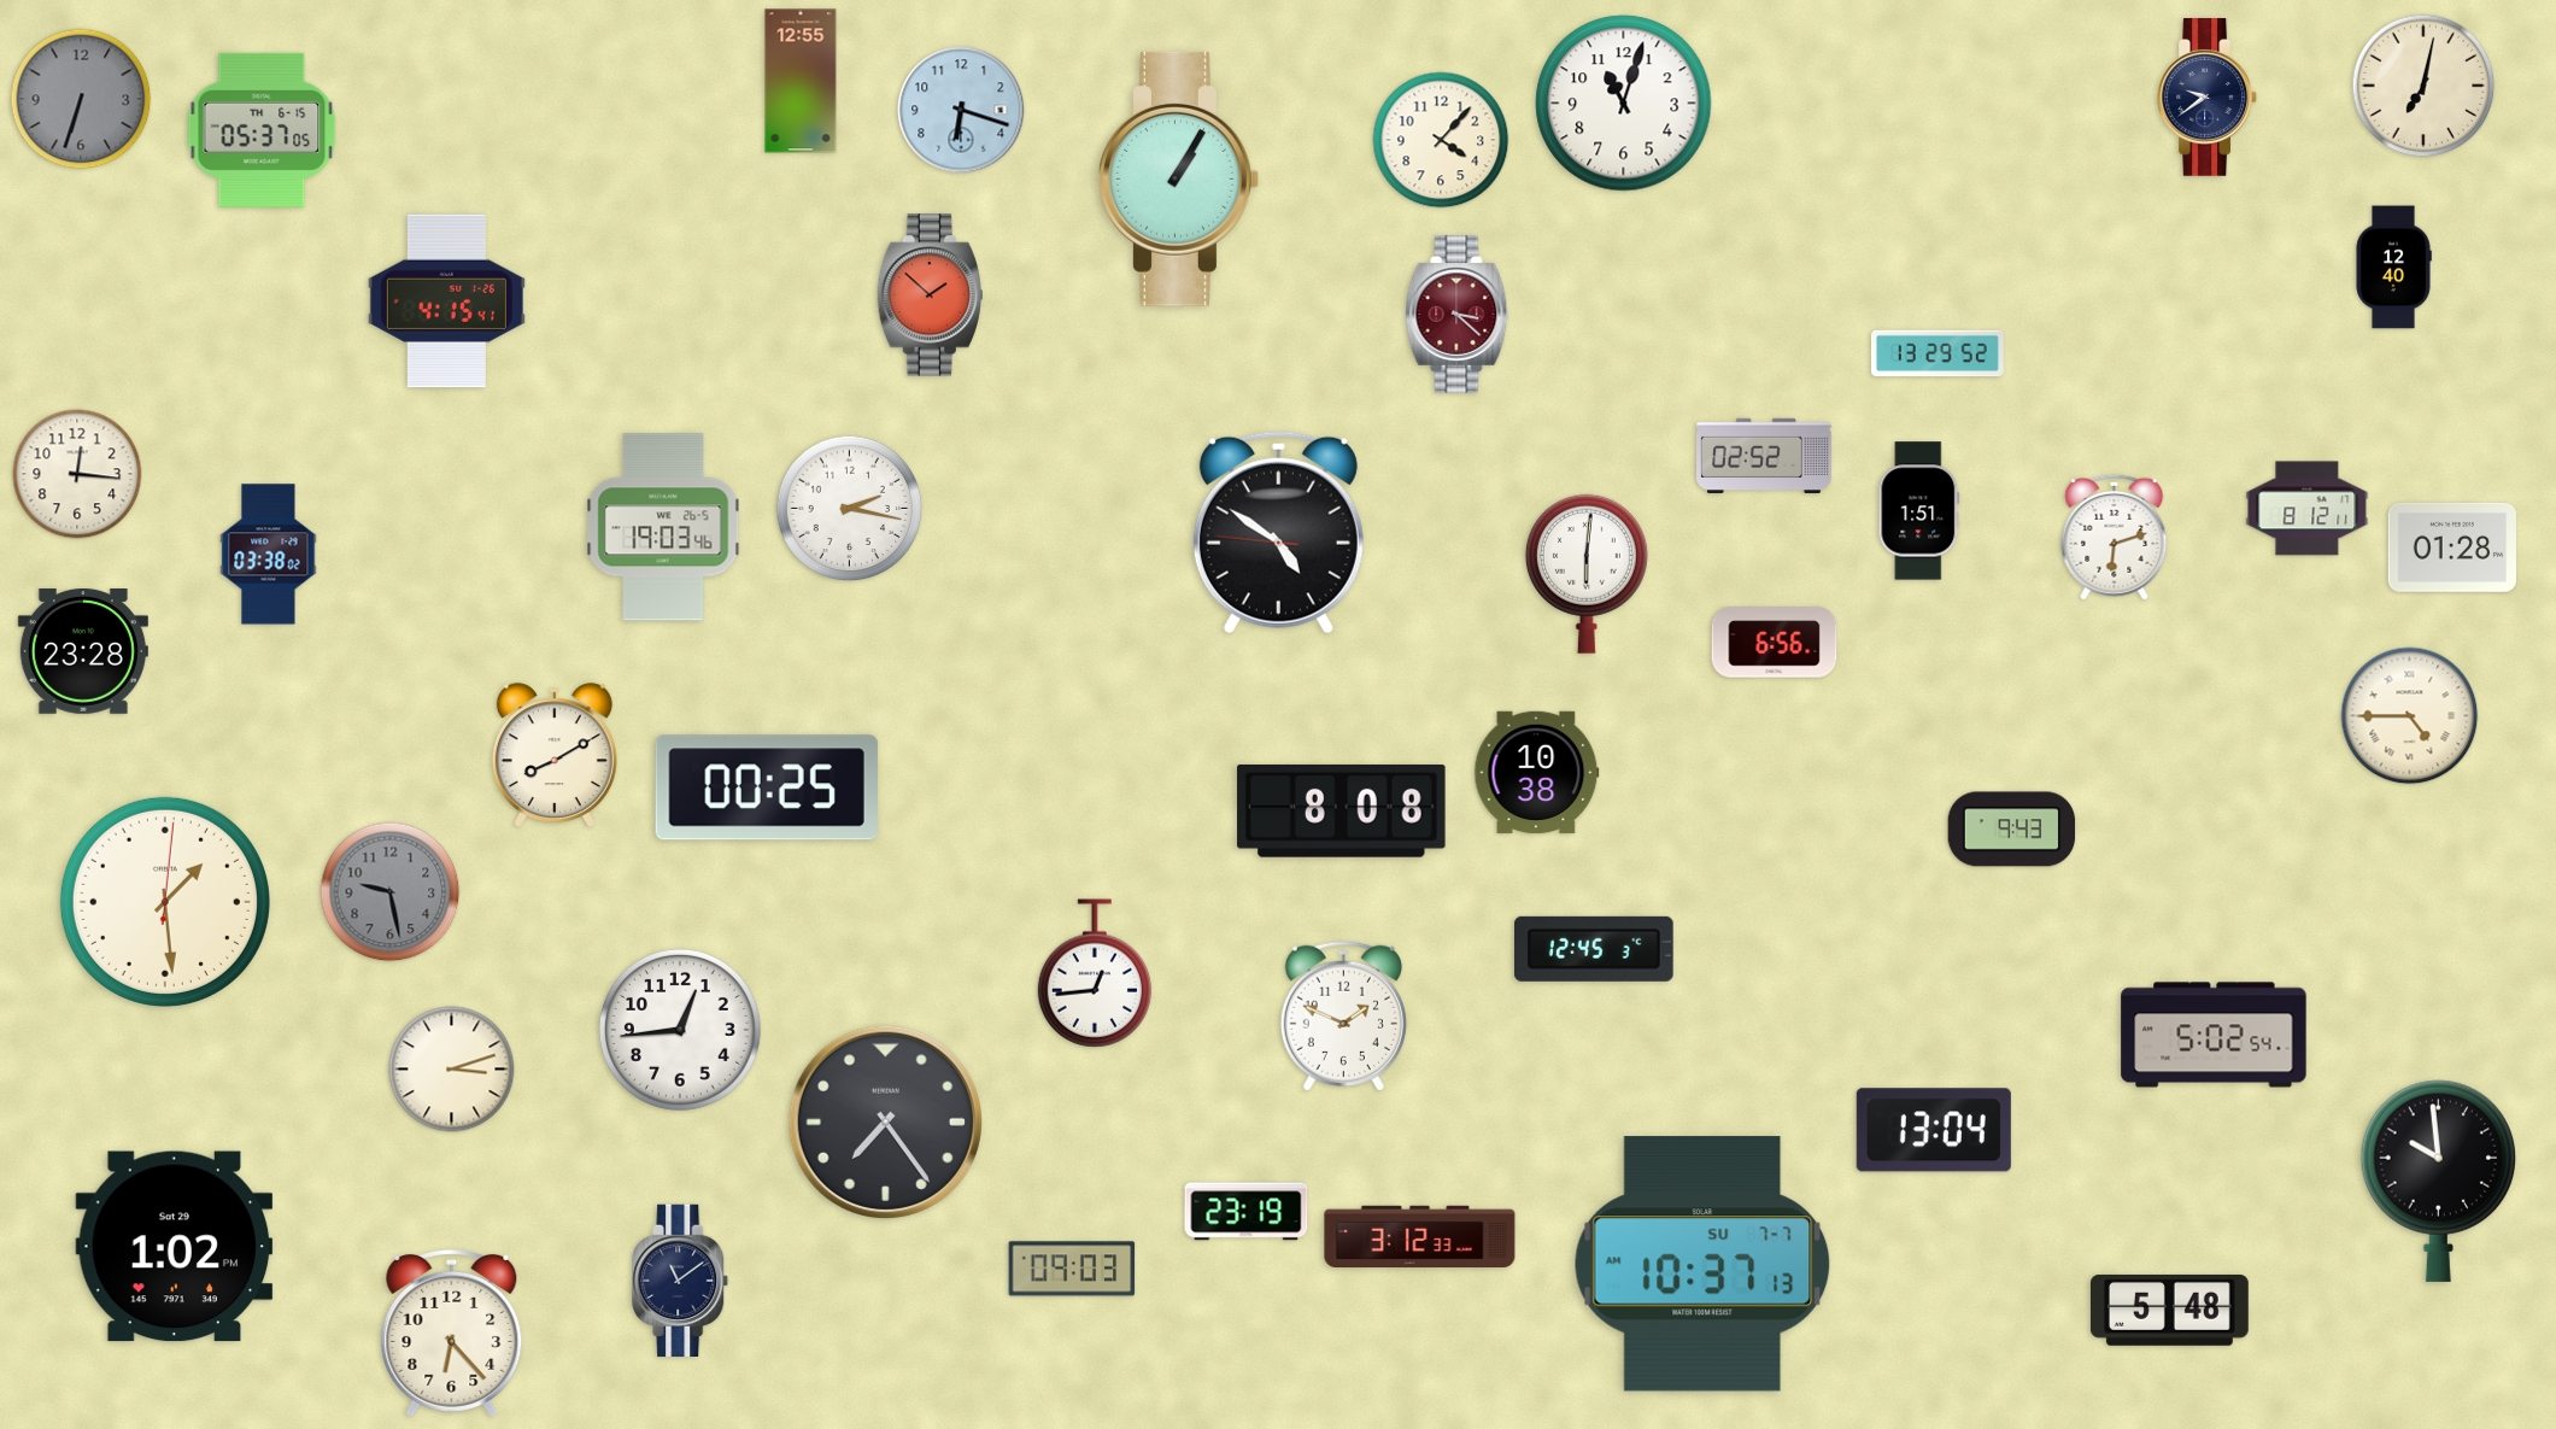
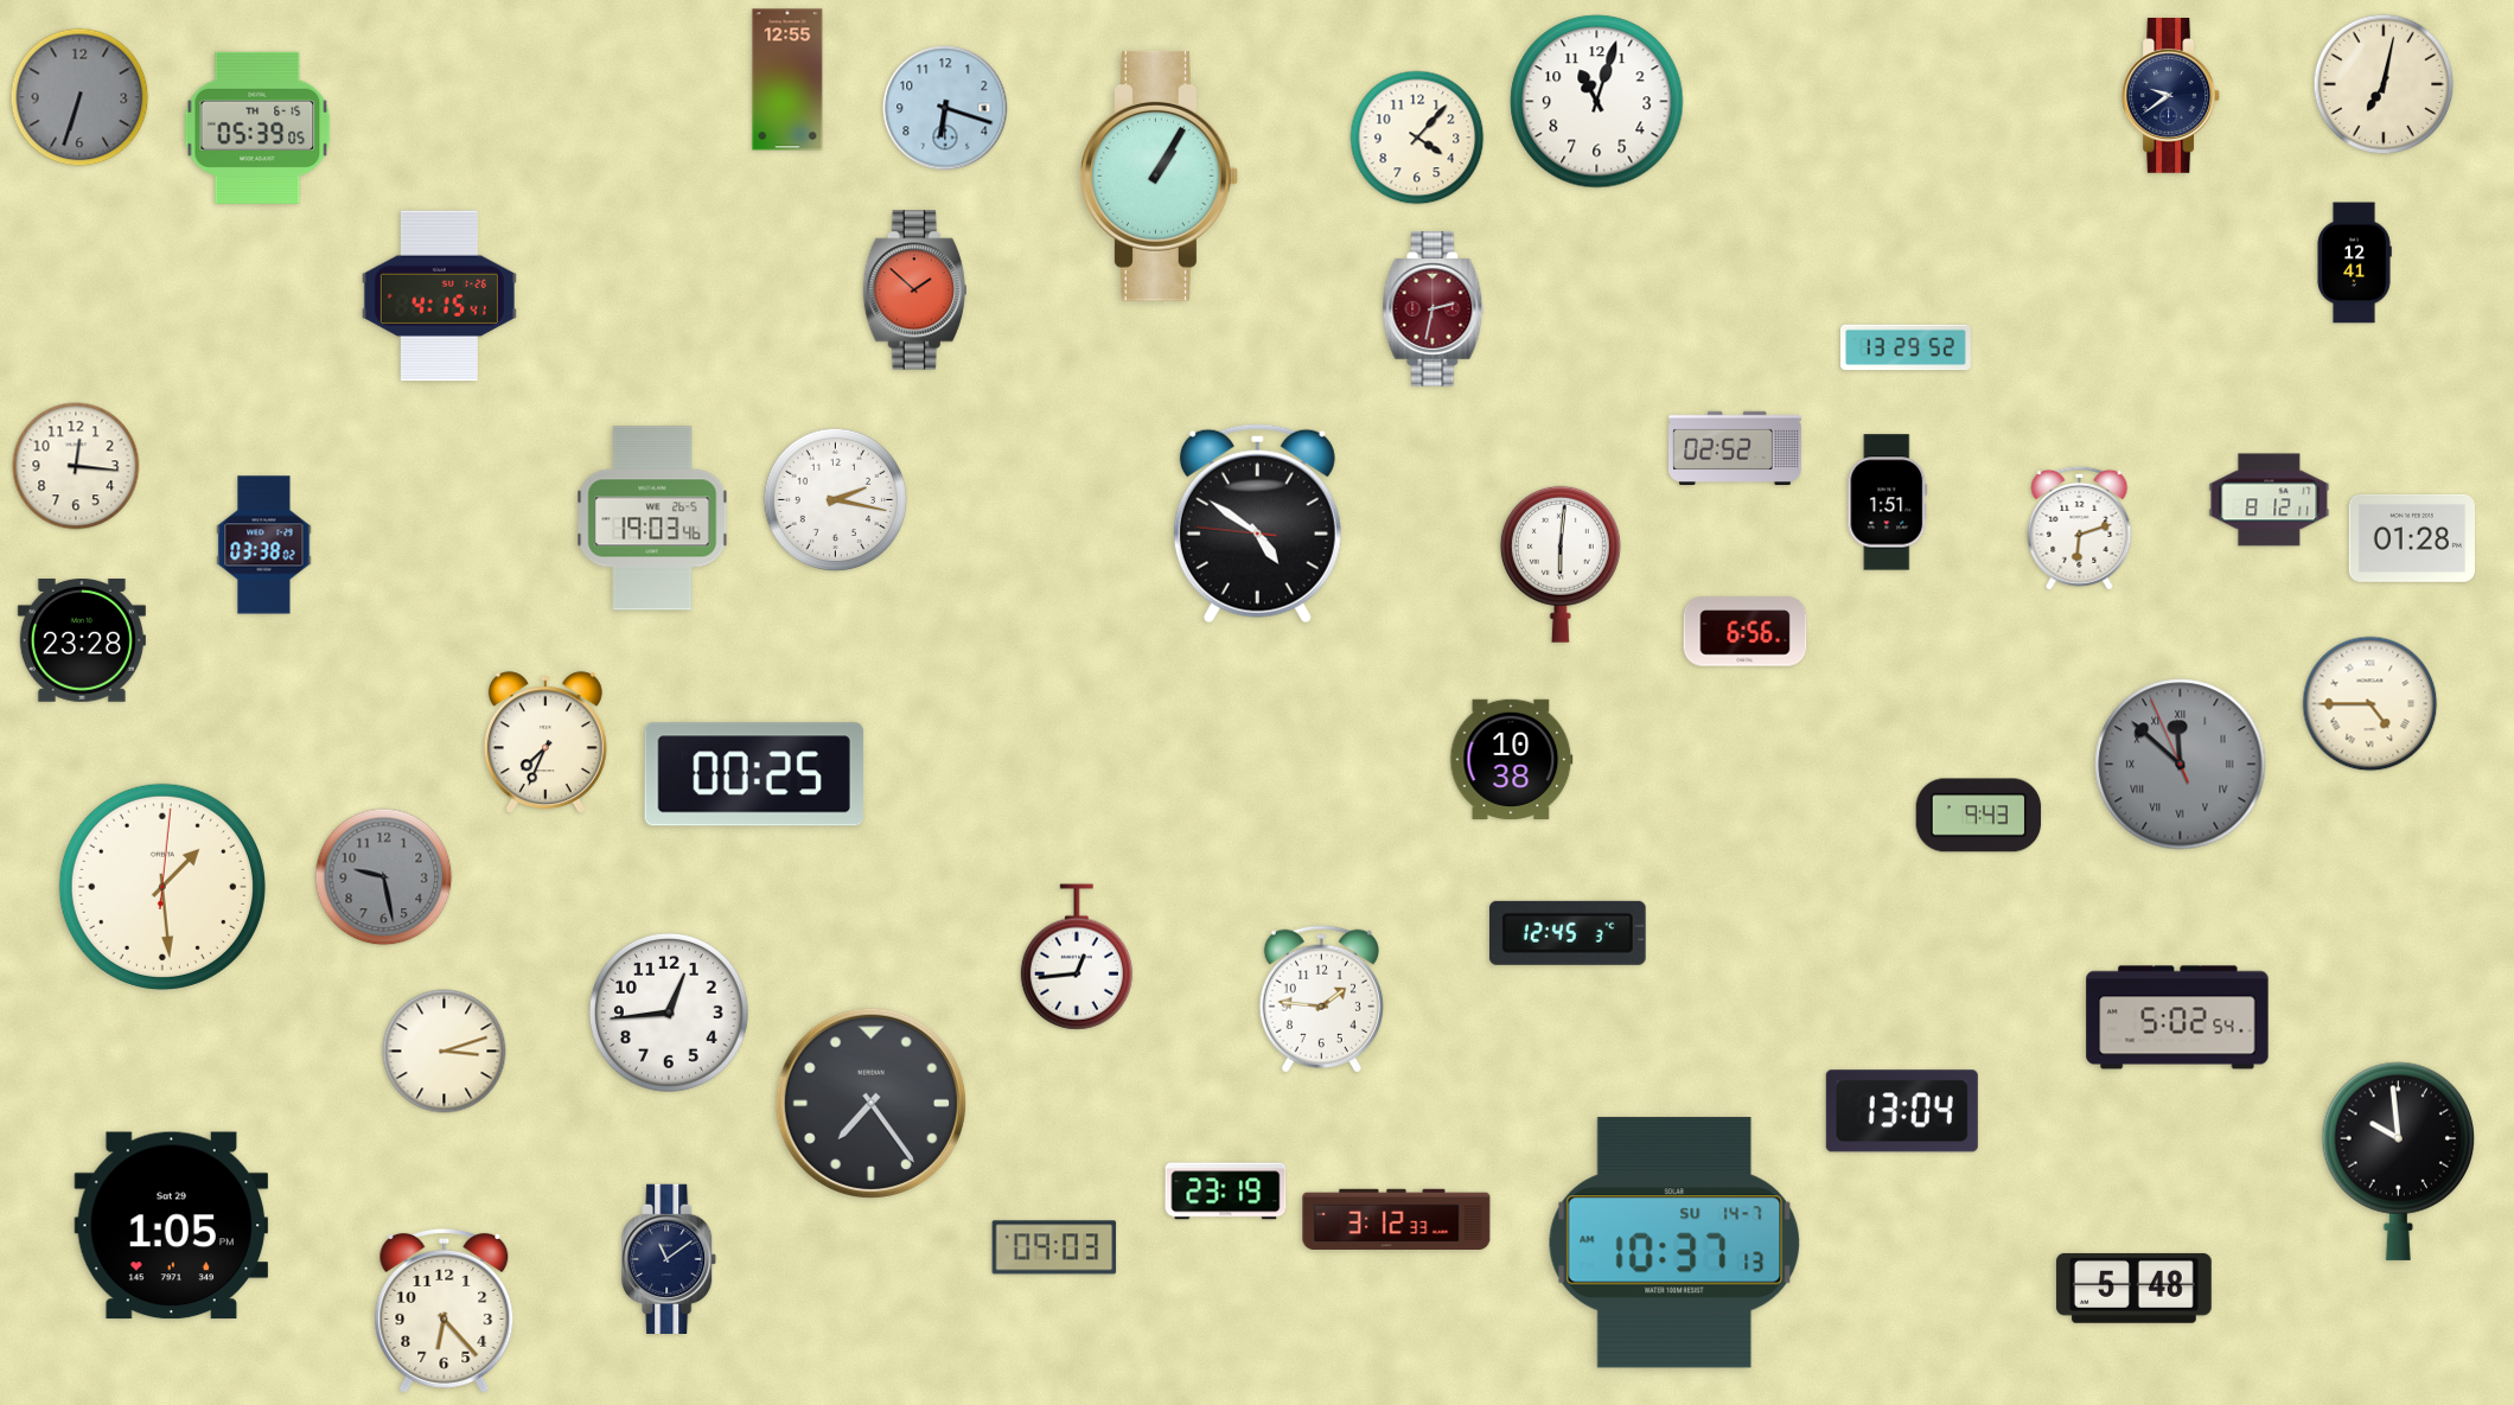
clock at (262, 130): 05:37 -> 05:39
clock at (2393, 268): 12:40 -> 12:41
clock at (1458, 315): 3:22 -> 2:32
clock at (555, 756): 8:10 -> 7:34
clock at (2181, 765): none -> 11:51
clock at (1342, 810): 8:08 -> none
clock at (1343, 1015): 1:49 -> 1:46
clock at (1420, 1236) position: (1420, 1236) -> (1397, 1219)
clock at (175, 1247): 1:02 -> 1:05
clock at (1702, 1264) date: SU 7-7 -> SU 14-7
